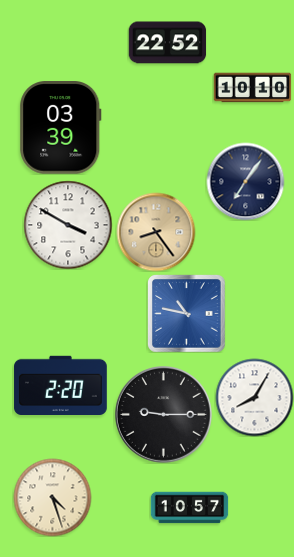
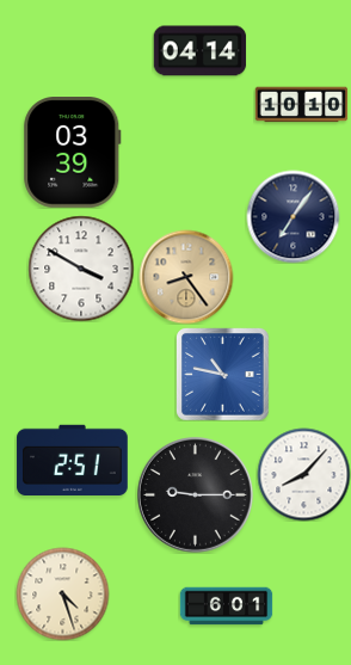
clock at (167, 43): 22:52 -> 04:14
clock at (61, 385): 2:20 -> 2:51
clock at (254, 397): 8:05 -> 8:07
clock at (189, 508): 10:57 -> 6:01
